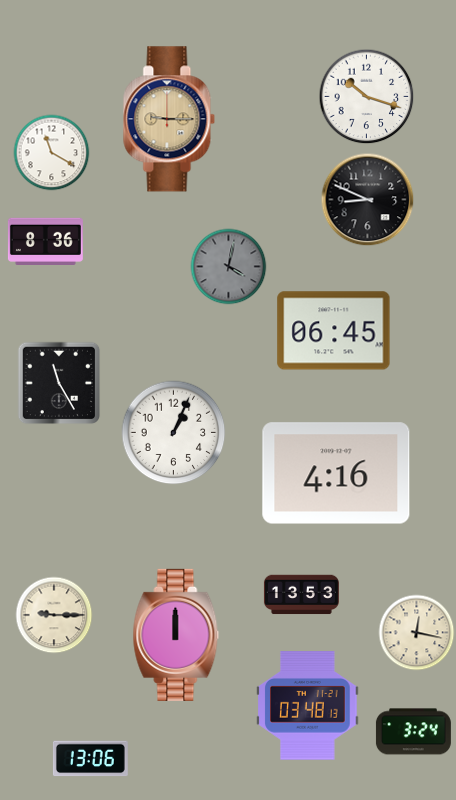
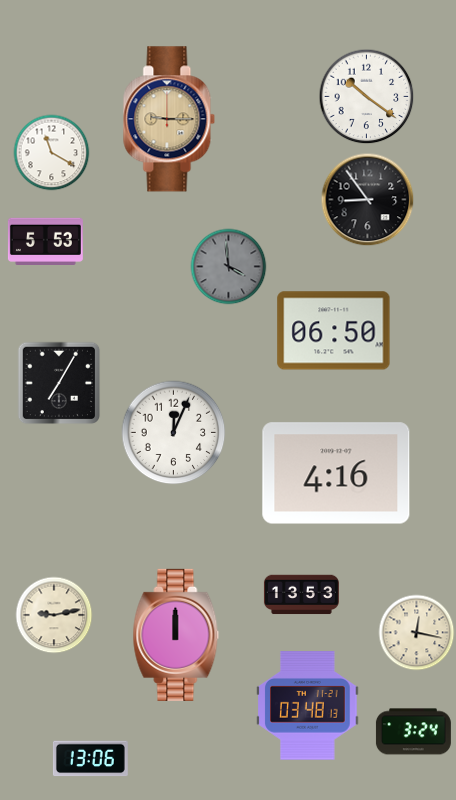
clock at (367, 97): 10:18 -> 10:21
clock at (368, 200): 8:49 -> 8:54
clock at (45, 241): 8:36 -> 5:53
clock at (229, 267): 4:02 -> 3:59
clock at (334, 331): 06:45 -> 06:50
clock at (59, 383): 11:25 -> 7:05
clock at (174, 433): 1:04 -> 12:04
clock at (54, 615): 9:15 -> 9:13
